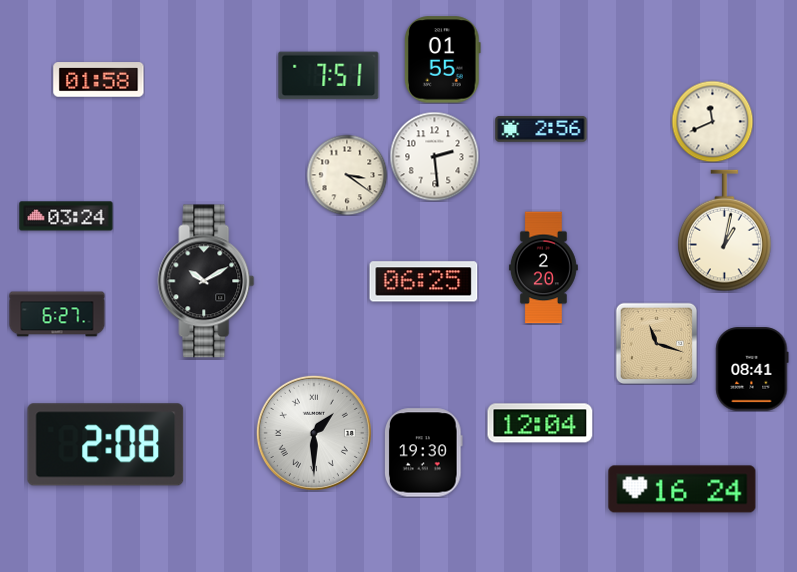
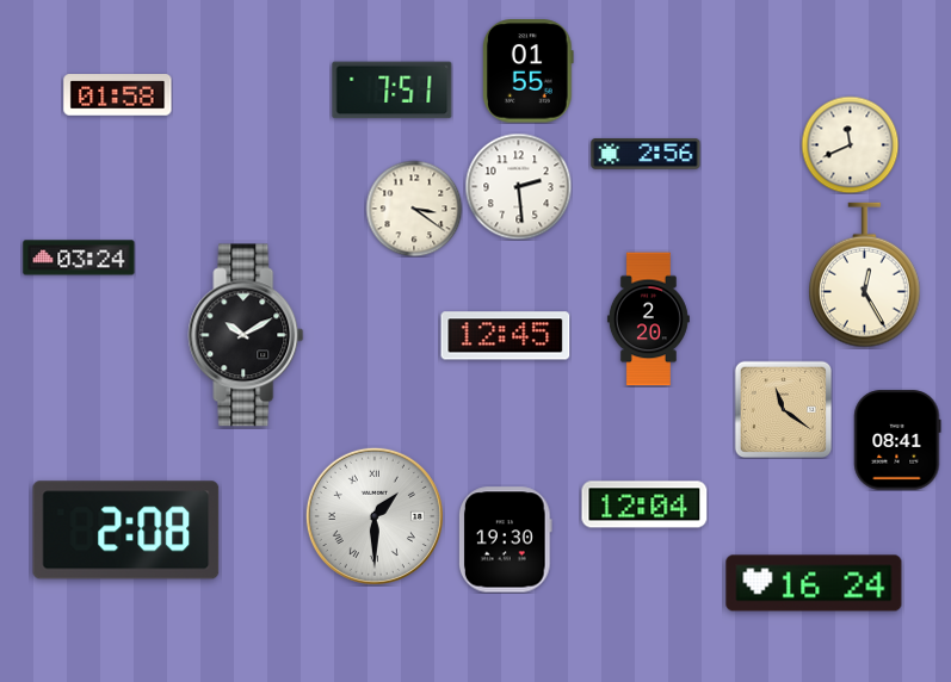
clock at (725, 231): 1:02 -> 12:25
clock at (424, 282): 06:25 -> 12:45
clock at (57, 314): 6:27 -> none
clock at (656, 343): 11:18 -> 11:21
